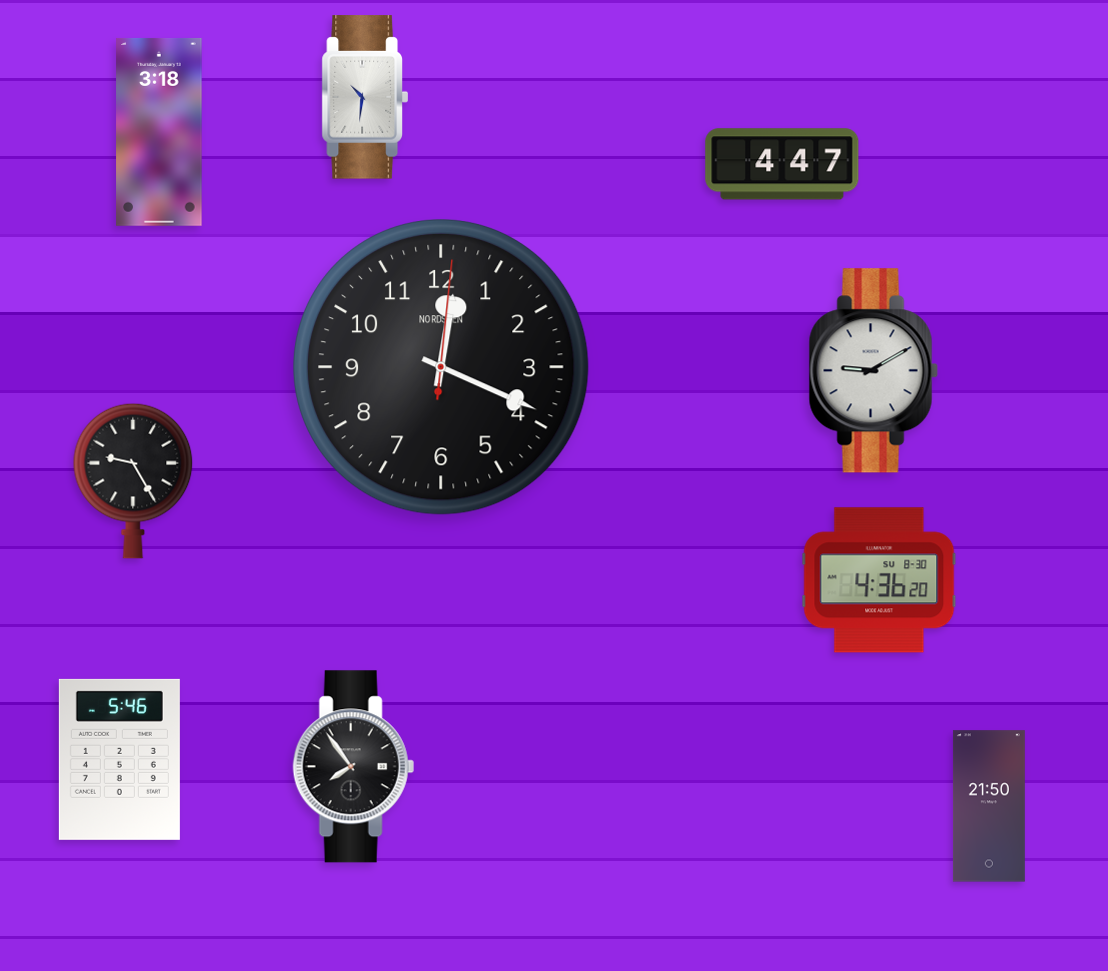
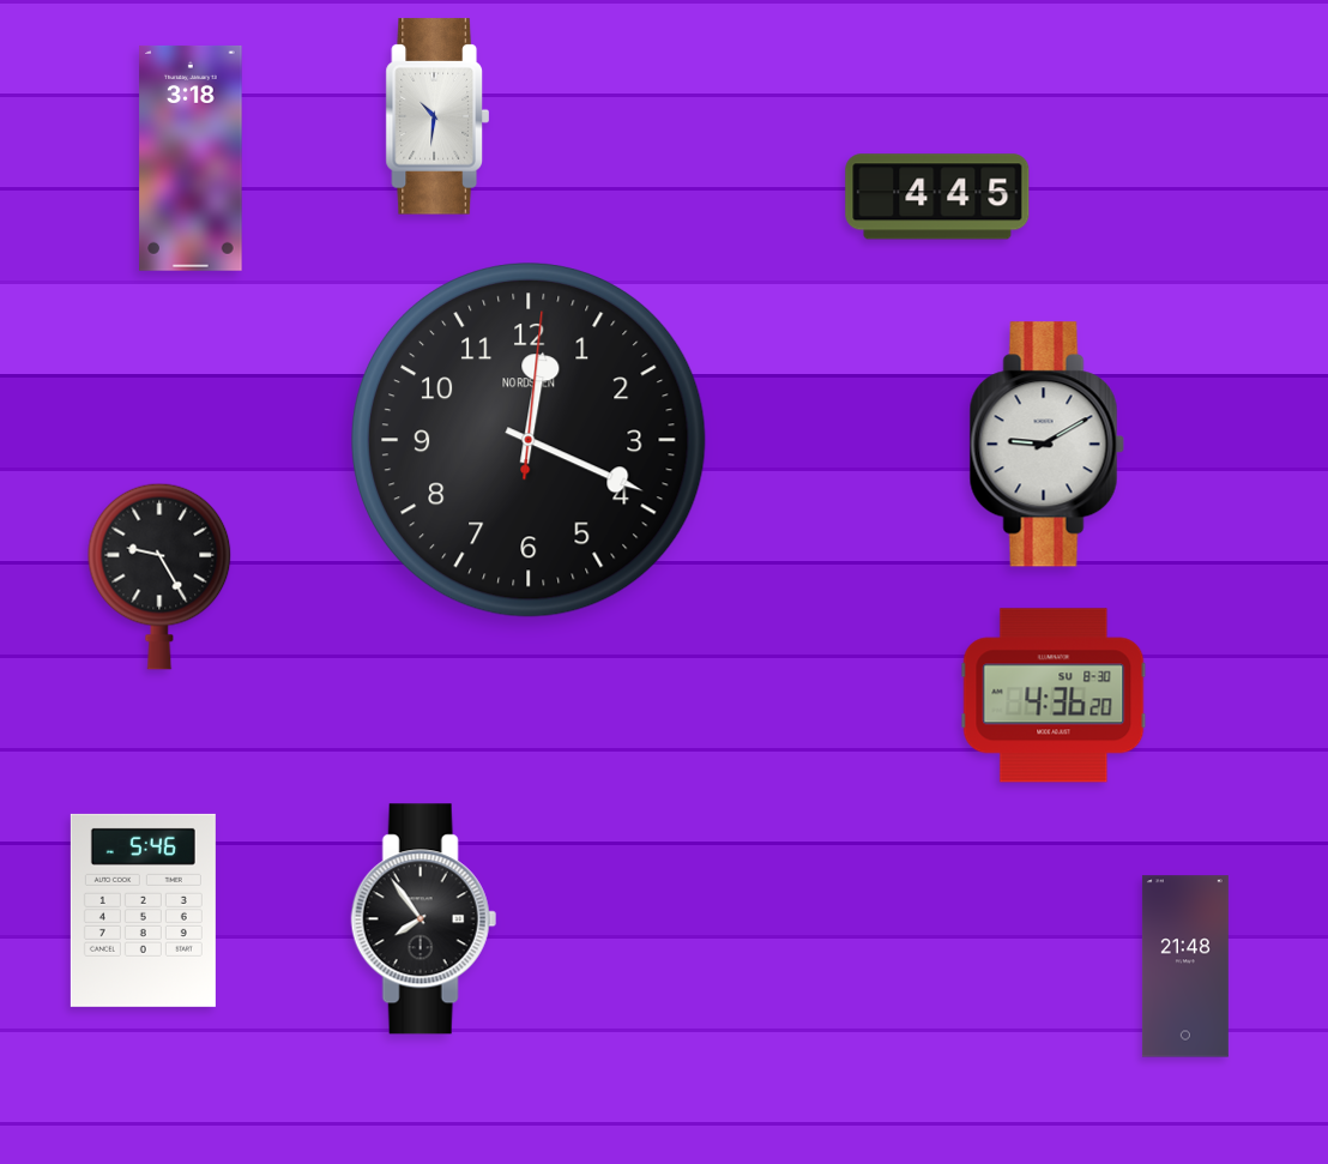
clock at (782, 164): 4:47 -> 4:45
clock at (989, 806): 21:50 -> 21:48
